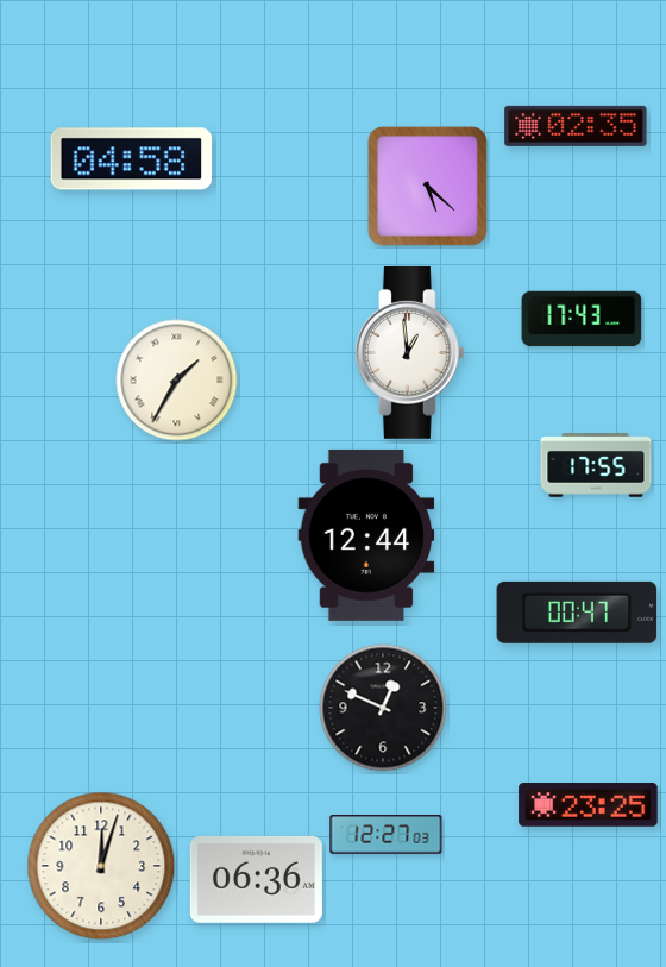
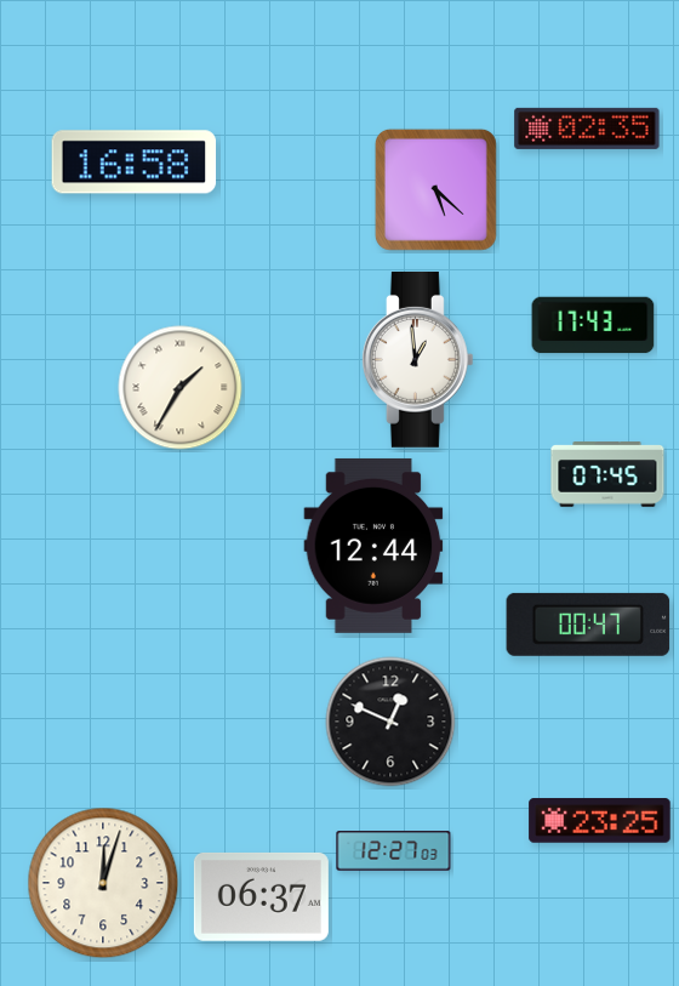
clock at (132, 159): 04:58 -> 16:58
clock at (596, 465): 17:55 -> 07:45
clock at (256, 879): 06:36 -> 06:37
